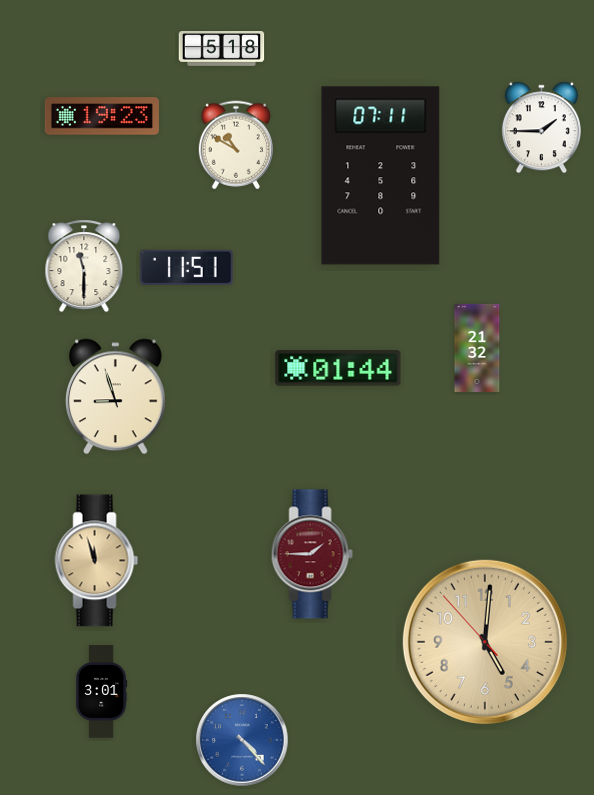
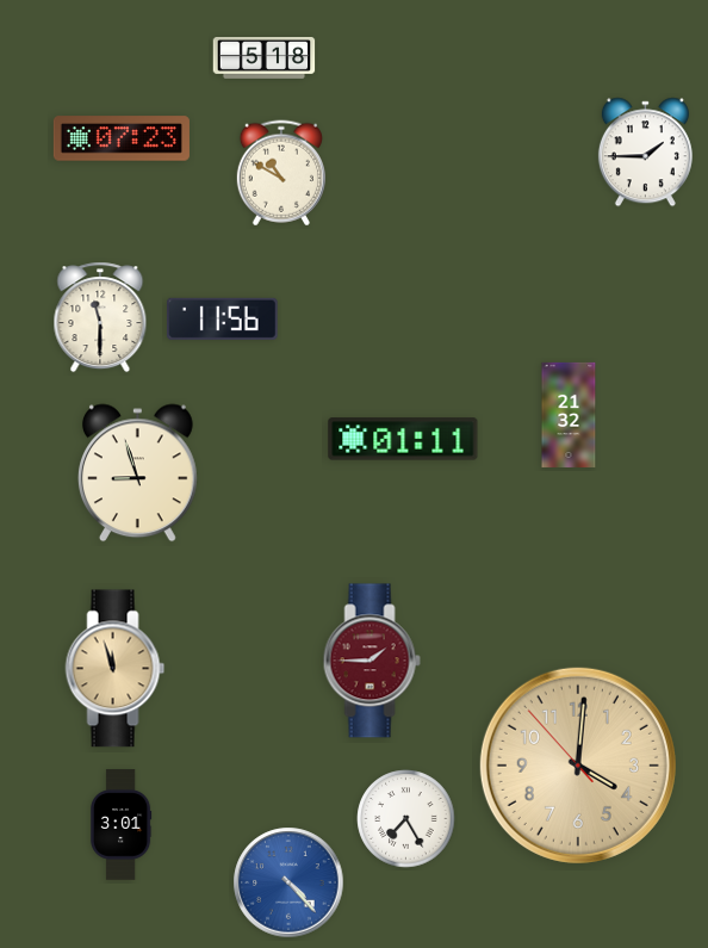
clock at (102, 116): 19:23 -> 07:23
clock at (381, 176): 07:11 -> none
clock at (186, 267): 11:51 -> 11:56
clock at (338, 368): 01:44 -> 01:11
clock at (485, 642): 5:00 -> 4:00
clock at (406, 819): none -> 7:25
